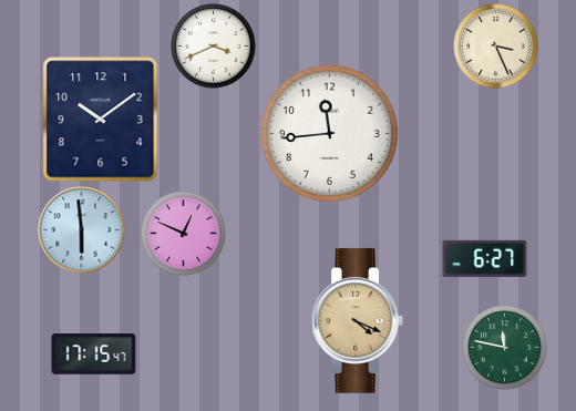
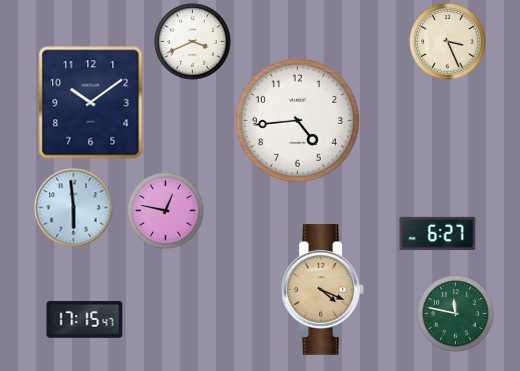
clock at (101, 120) position: (101, 120) -> (91, 103)
clock at (329, 133): 11:44 -> 4:44
clock at (184, 234): 12:49 -> 12:47
